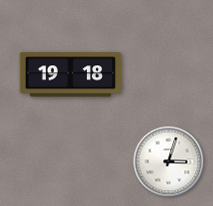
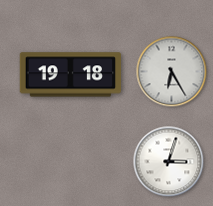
clock at (172, 72): none -> 6:25
